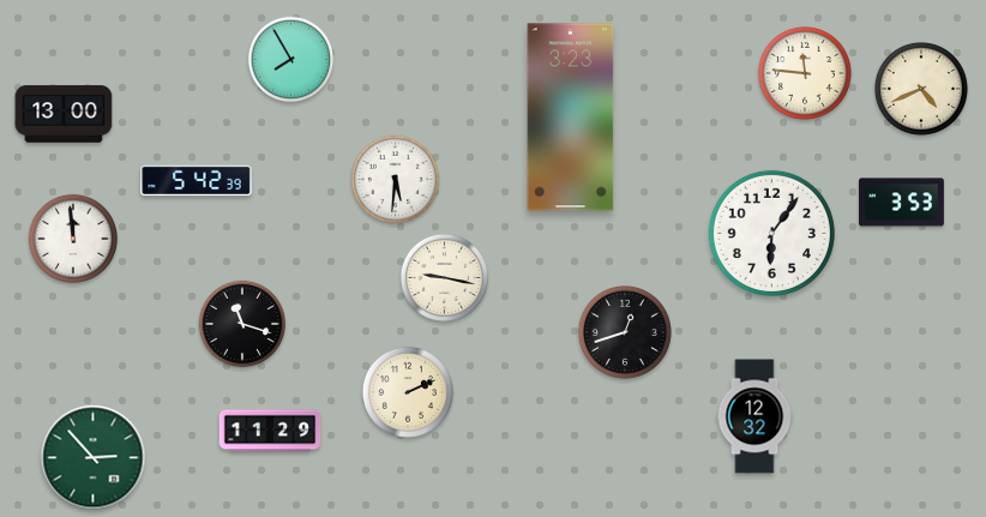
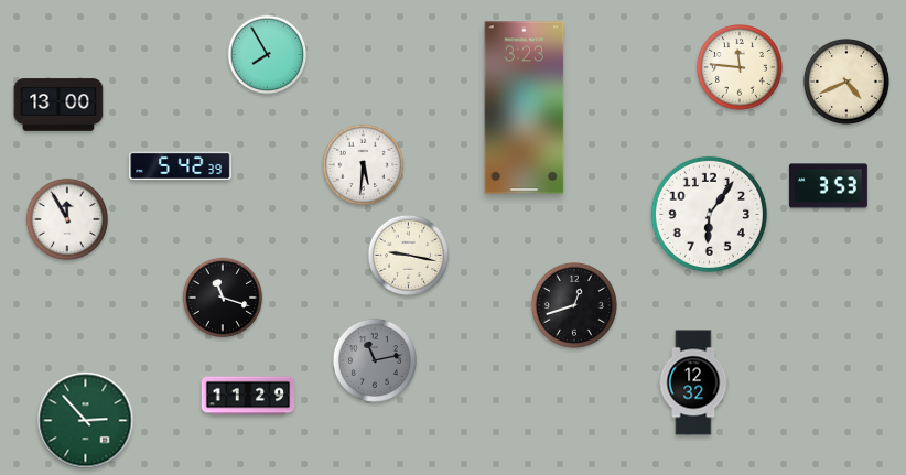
clock at (72, 238): 11:59 -> 11:55
clock at (408, 392): 2:11 -> 11:13
clock at (408, 392) dial: cream -> grey
